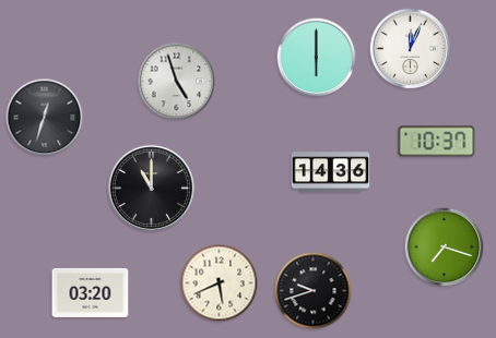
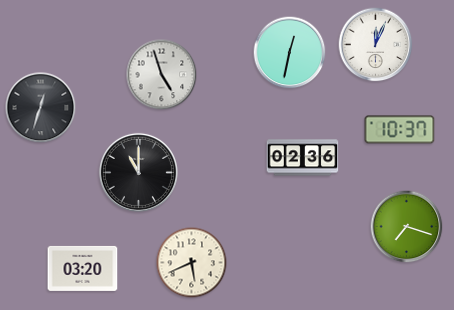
clock at (317, 58): 6:00 -> 12:32
clock at (331, 172): 14:36 -> 02:36
clock at (220, 283) position: (220, 283) -> (192, 263)
clock at (314, 291): 9:42 -> none
